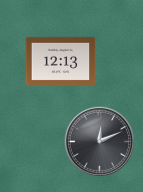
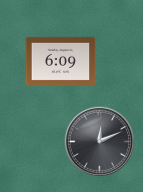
clock at (61, 61): 12:13 -> 6:09
